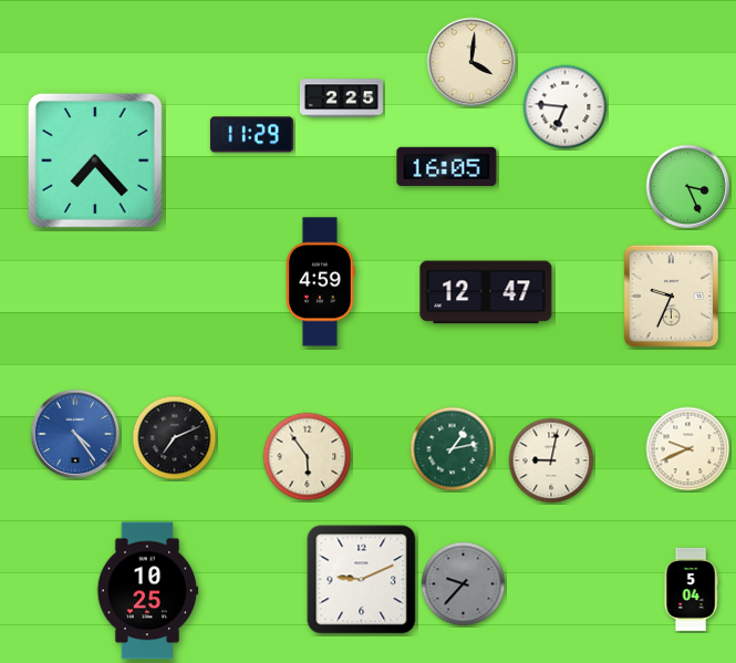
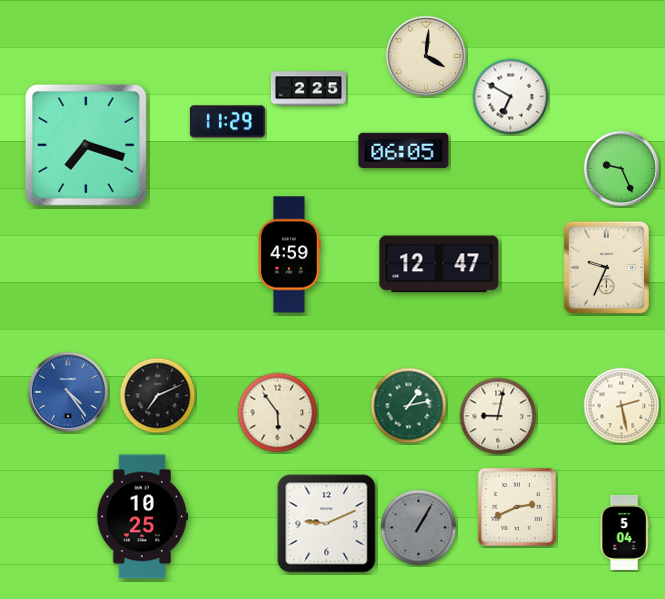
clock at (566, 107): 6:46 -> 6:50
clock at (95, 160): 7:23 -> 7:18
clock at (447, 166): 16:05 -> 06:05
clock at (688, 187): 3:26 -> 9:26
clock at (688, 449): 9:41 -> 2:28
clock at (518, 508): none -> 2:41
clock at (464, 584): 9:37 -> 1:05
clock at (147, 591) position: (147, 591) -> (142, 517)
